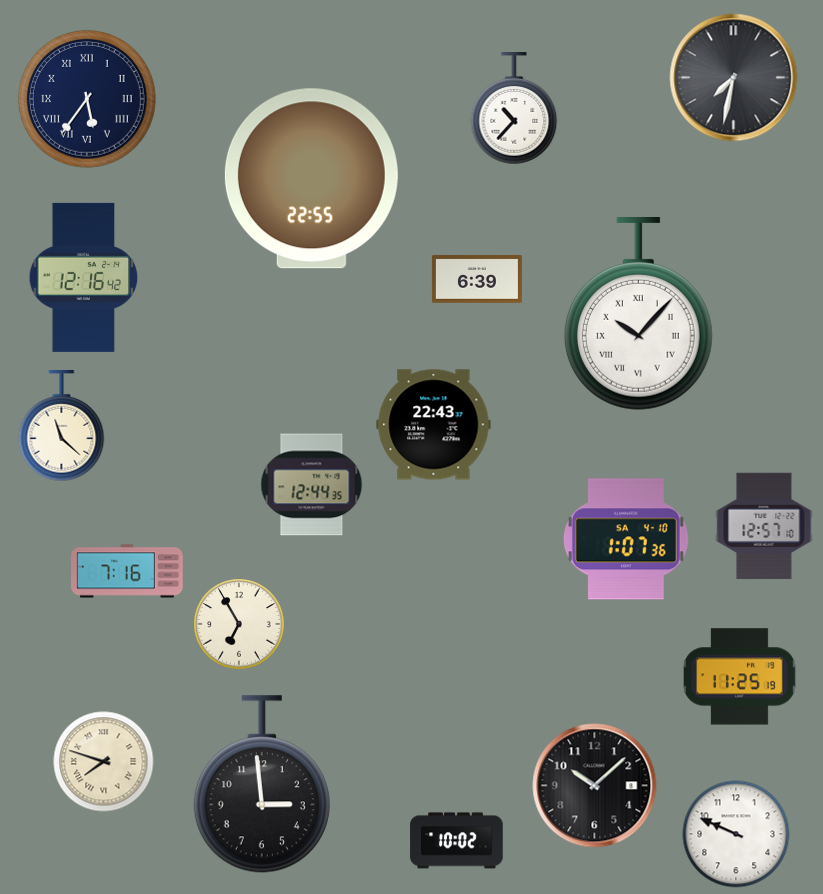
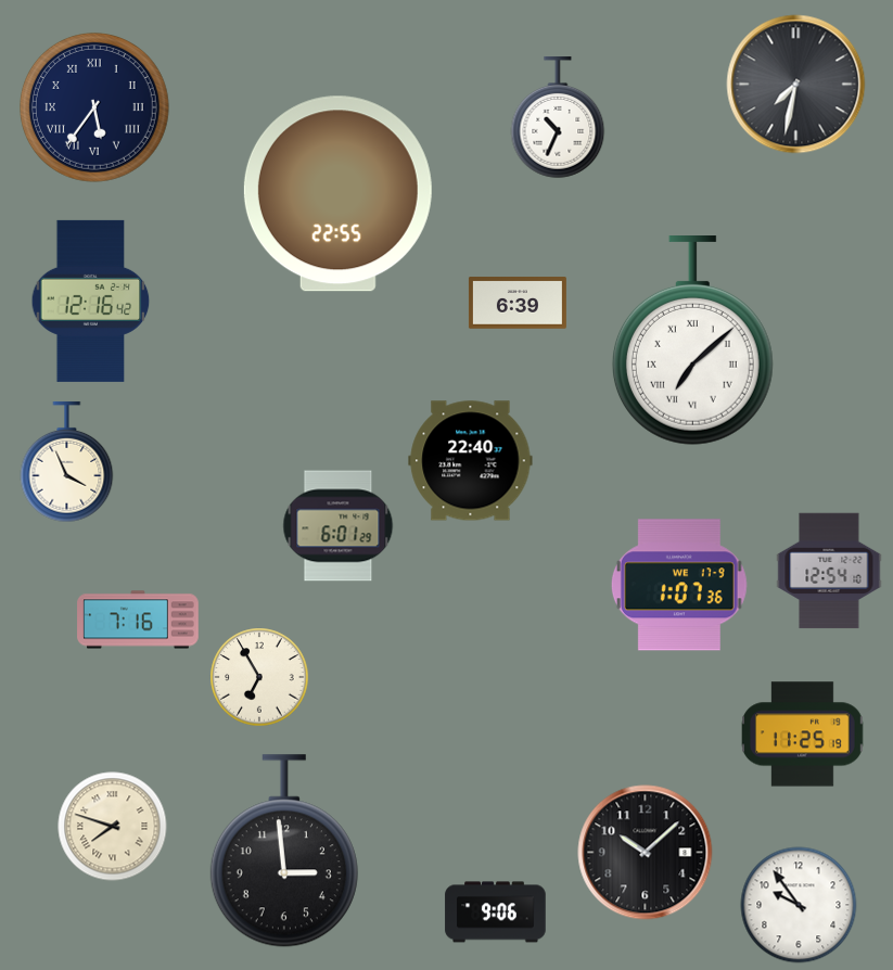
clock at (514, 109): 10:37 -> 10:34
clock at (638, 314): 10:07 -> 7:08
clock at (434, 425): 22:43 -> 22:40
clock at (62, 426): 11:22 -> 3:56
clock at (312, 485): 12:44 -> 6:01
clock at (764, 526): 12:57 -> 12:54
clock at (626, 539) date: SA 4-10 -> WE 17-9
clock at (736, 834): 9:49 -> 9:54
clock at (457, 841): 10:02 -> 9:06
